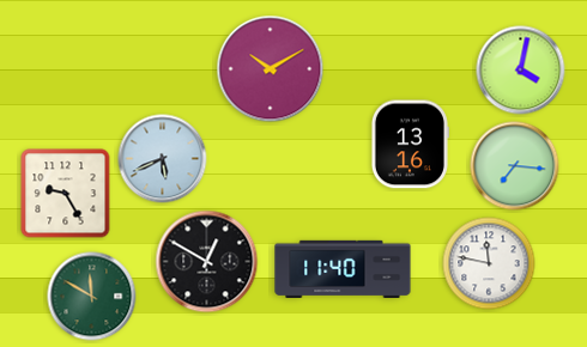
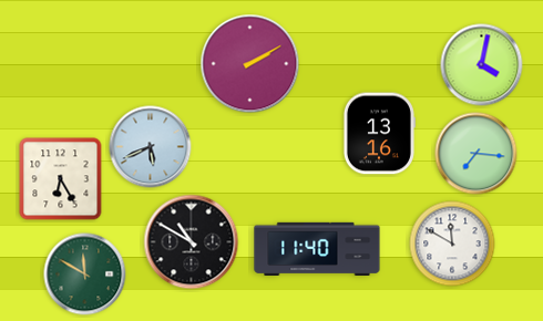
clock at (271, 69): 10:10 -> 2:10
clock at (66, 194): 9:25 -> 6:25
clock at (207, 262): 12:50 -> 10:50
clock at (489, 263): 11:47 -> 11:50
